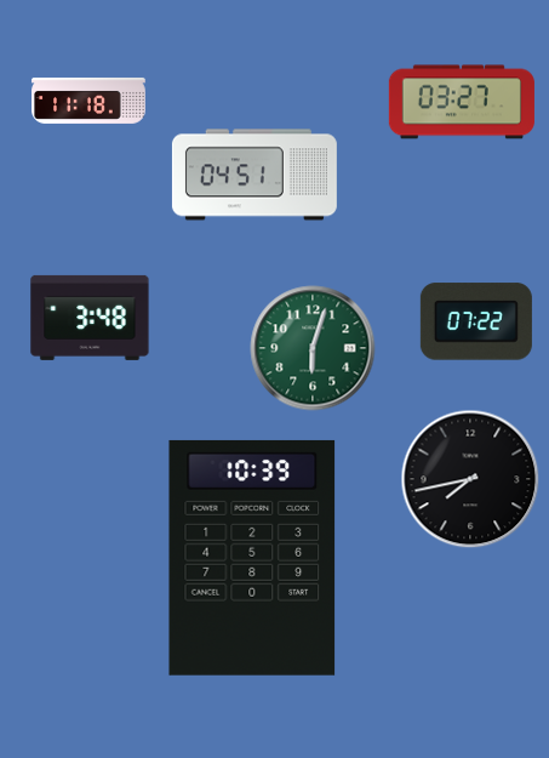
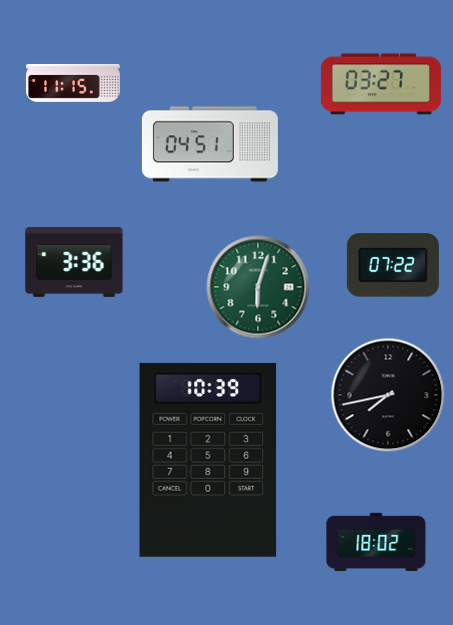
clock at (88, 101): 11:18 -> 11:15
clock at (90, 318): 3:48 -> 3:36
clock at (376, 542): none -> 18:02
